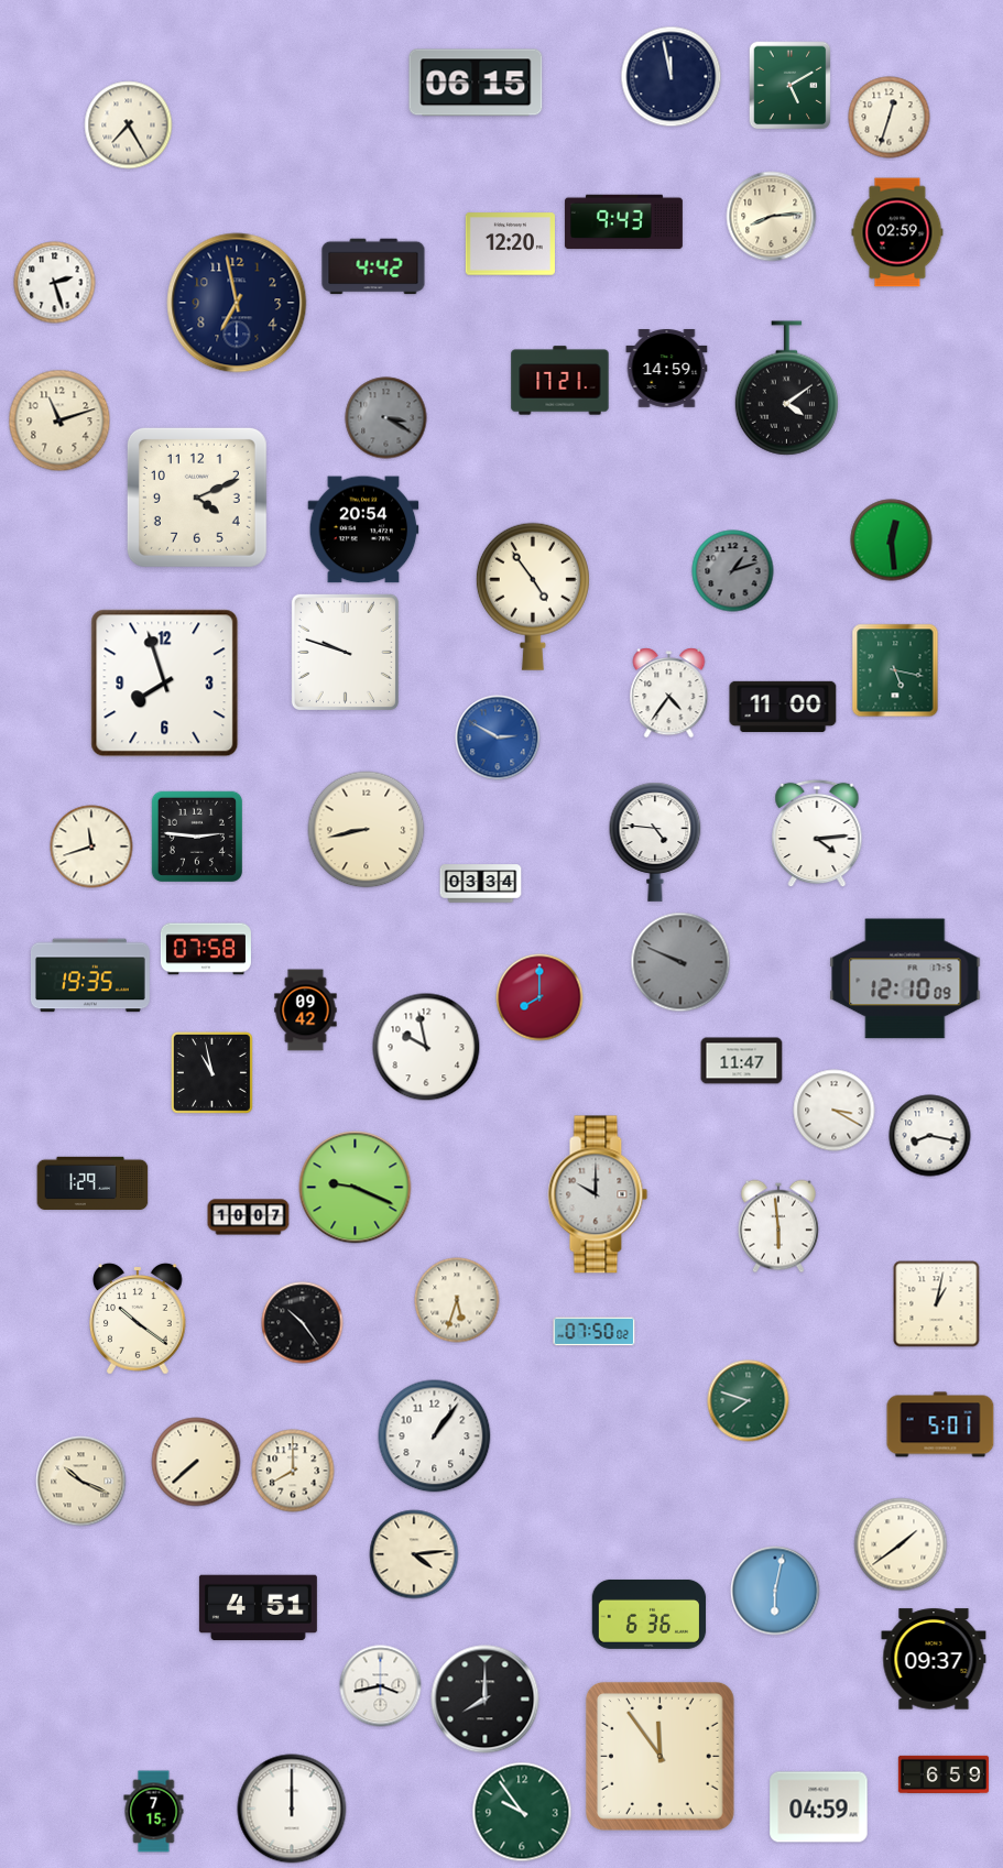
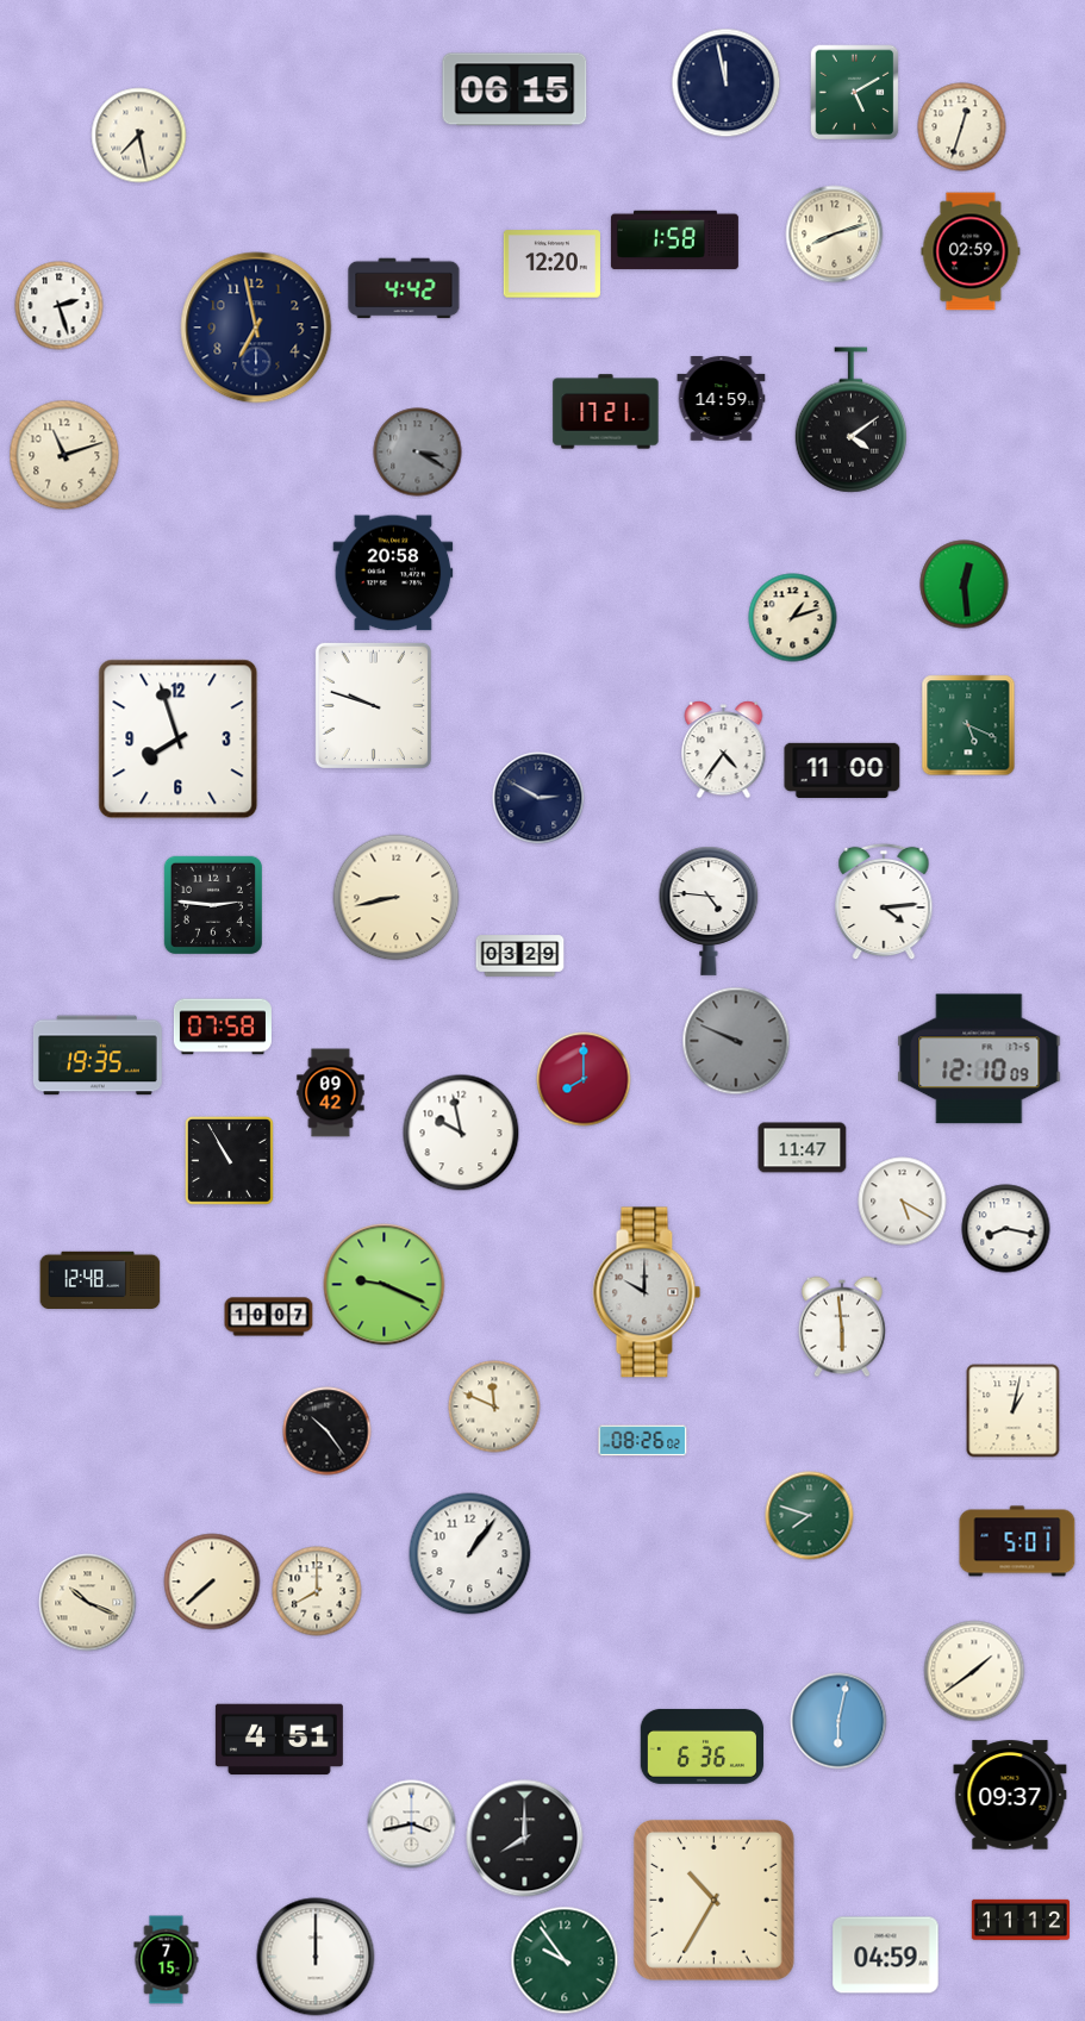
clock at (129, 125): 7:25 -> 7:28
clock at (772, 217): 8:14 -> 8:12
clock at (623, 222): 9:43 -> 1:58
clock at (197, 498): 4:11 -> none
clock at (363, 529): 20:54 -> 20:58
clock at (733, 571) dial: grey -> cream
clock at (533, 597): 4:54 -> none
clock at (895, 670): 5:17 -> 5:19
clock at (783, 707) position: (783, 707) -> (842, 771)
clock at (498, 738) dial: blue -> navy
clock at (91, 846): 11:42 -> none
clock at (481, 884): 03:34 -> 03:29
clock at (211, 1072): 10:58 -> 10:55
clock at (835, 1111): 3:20 -> 5:20
clock at (92, 1183): 1:29 -> 12:48
clock at (457, 1300): 5:33 -> 11:49
clock at (138, 1319): 10:21 -> none
clock at (595, 1332): 07:50 -> 08:26
clock at (414, 1554): 4:14 -> none
clock at (659, 1756): 11:54 -> 10:35
clock at (944, 1774): 6:59 -> 11:12
